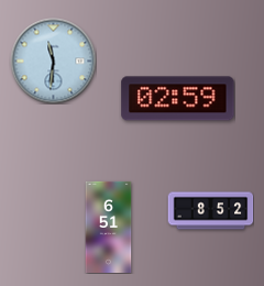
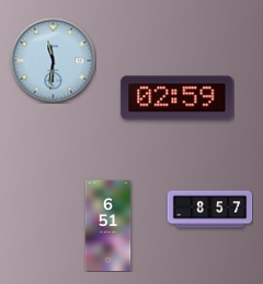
clock at (210, 211): 8:52 -> 8:57
